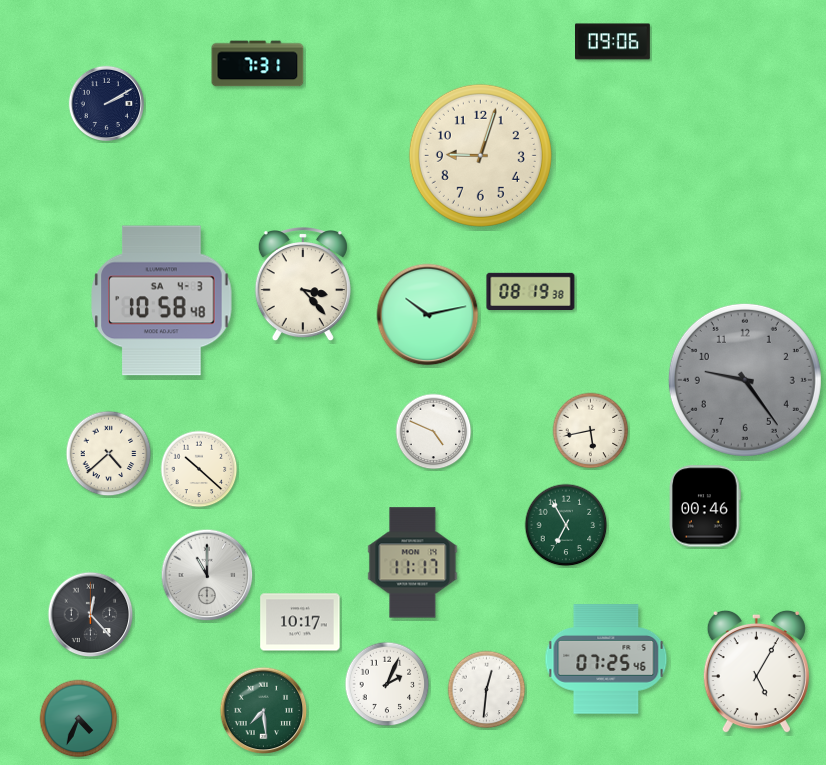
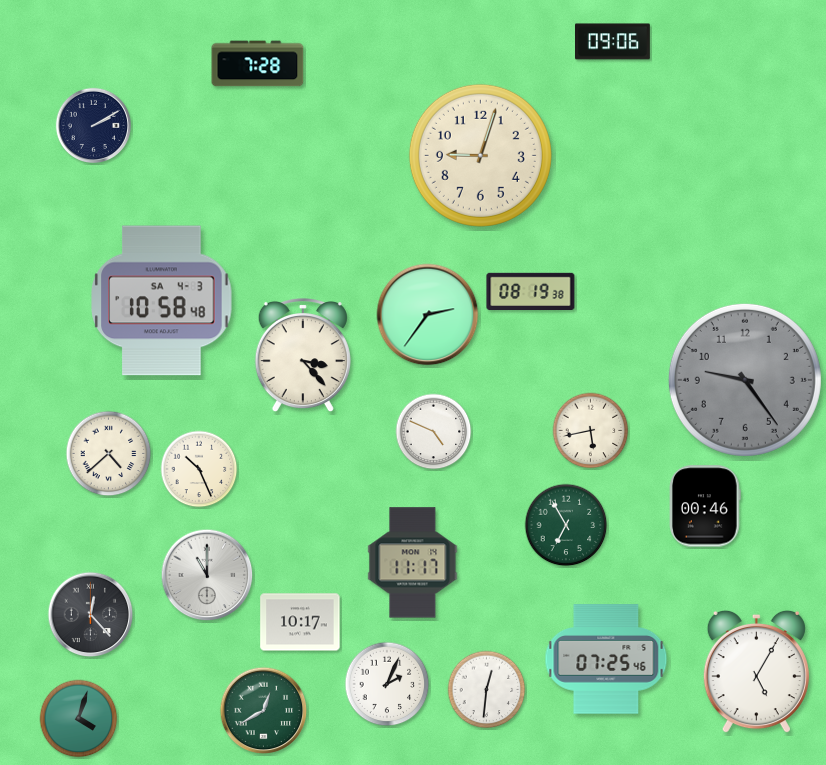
clock at (258, 64): 7:31 -> 7:28
clock at (106, 103) position: (106, 103) -> (93, 125)
clock at (303, 285) position: (303, 285) -> (303, 356)
clock at (428, 315): 10:13 -> 2:36
clock at (199, 469): 10:22 -> 10:26
clock at (264, 711): 7:29 -> 12:40
clock at (79, 719): 4:34 -> 4:03
